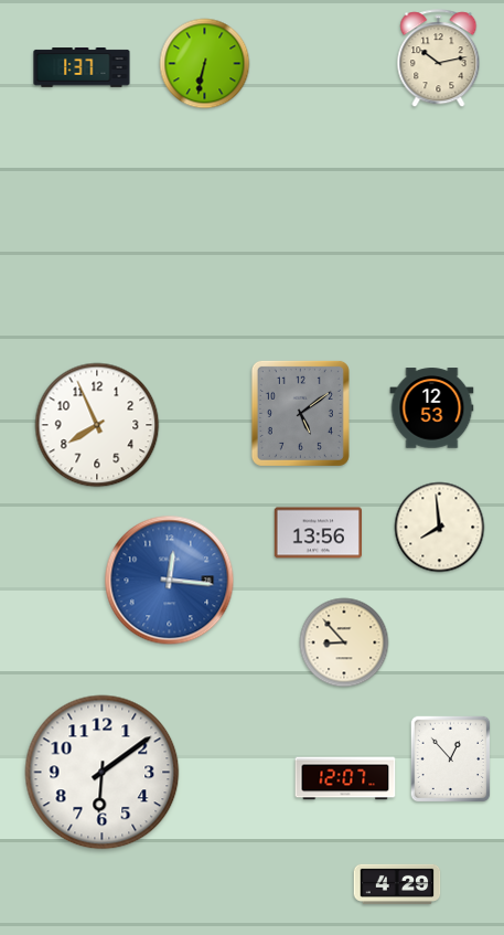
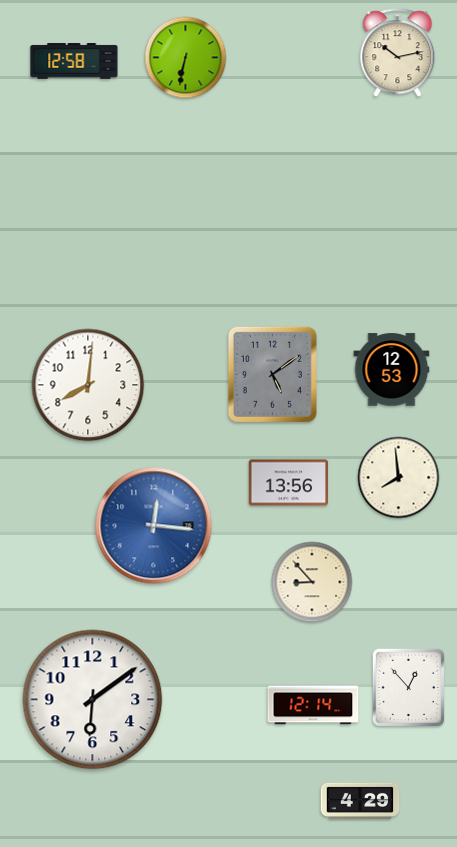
clock at (82, 67): 1:37 -> 12:58
clock at (97, 425): 7:56 -> 8:01
clock at (345, 778): 12:07 -> 12:14
